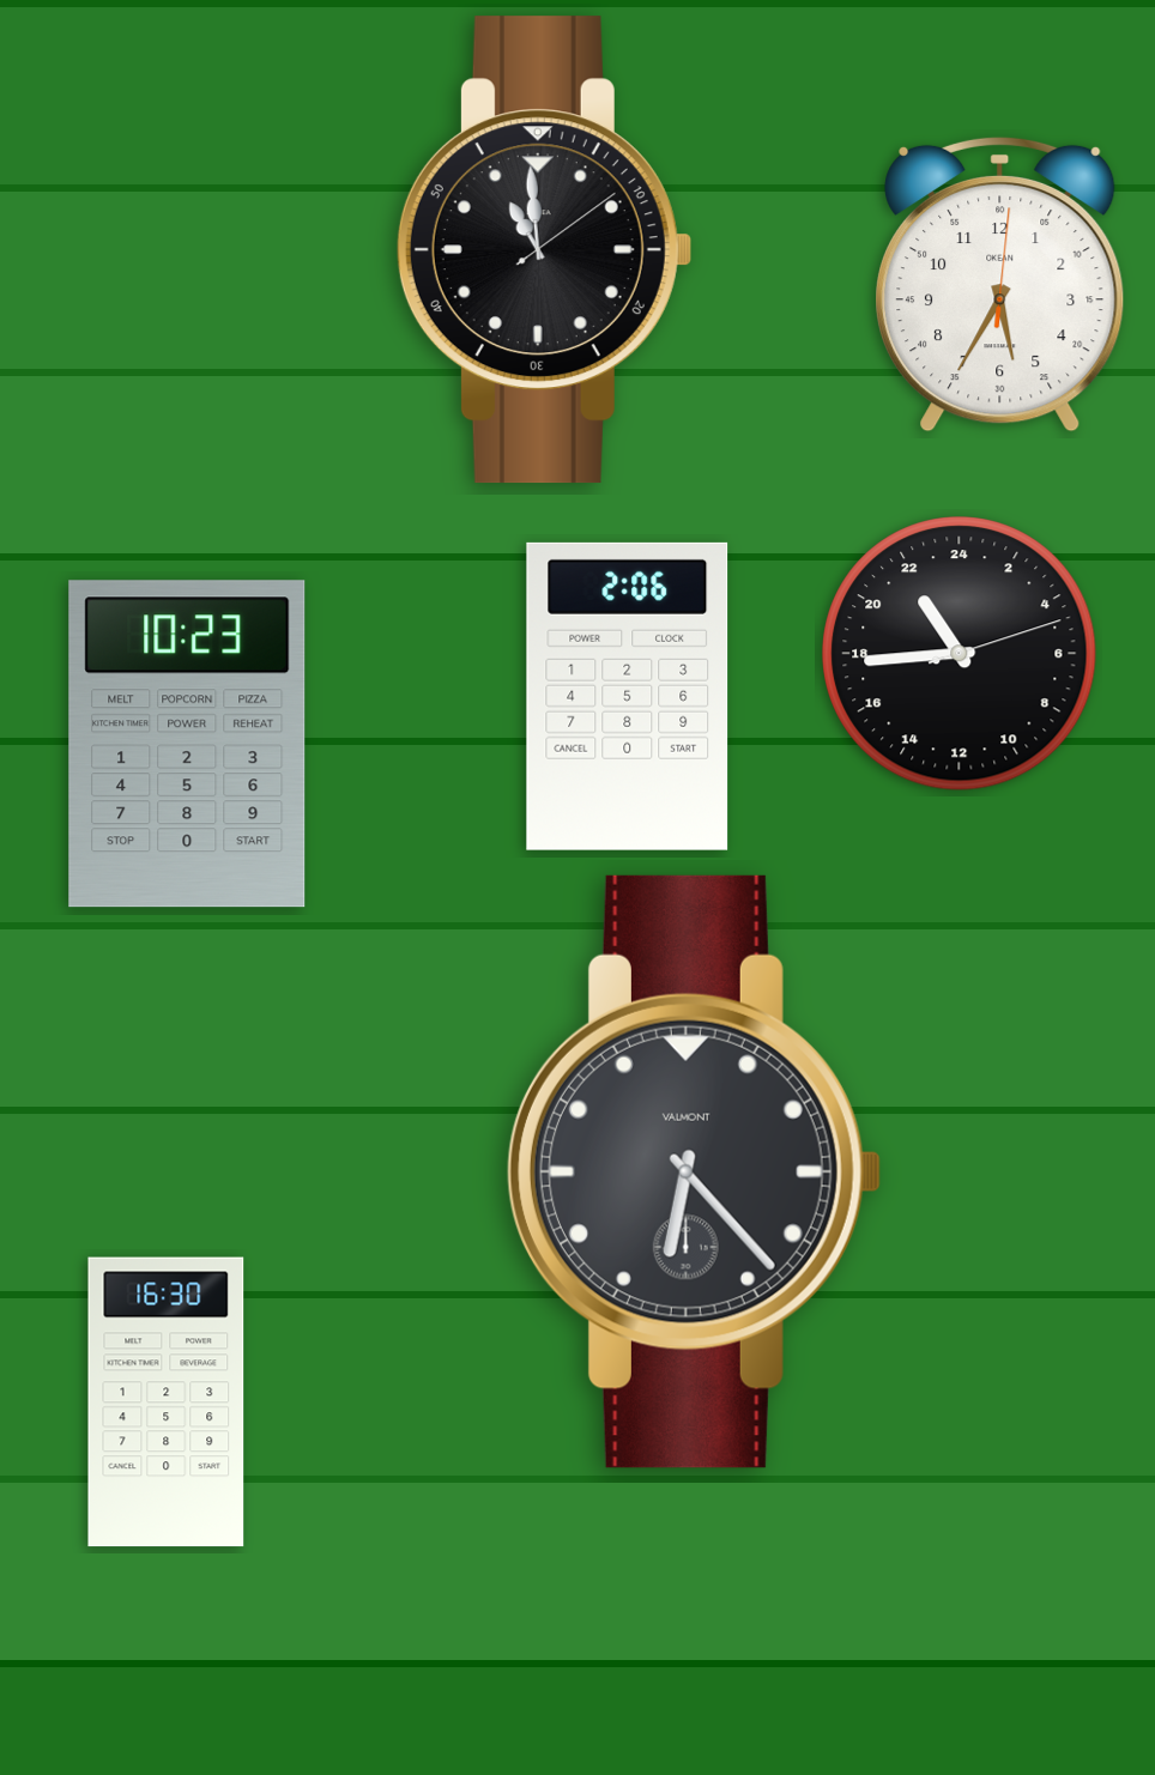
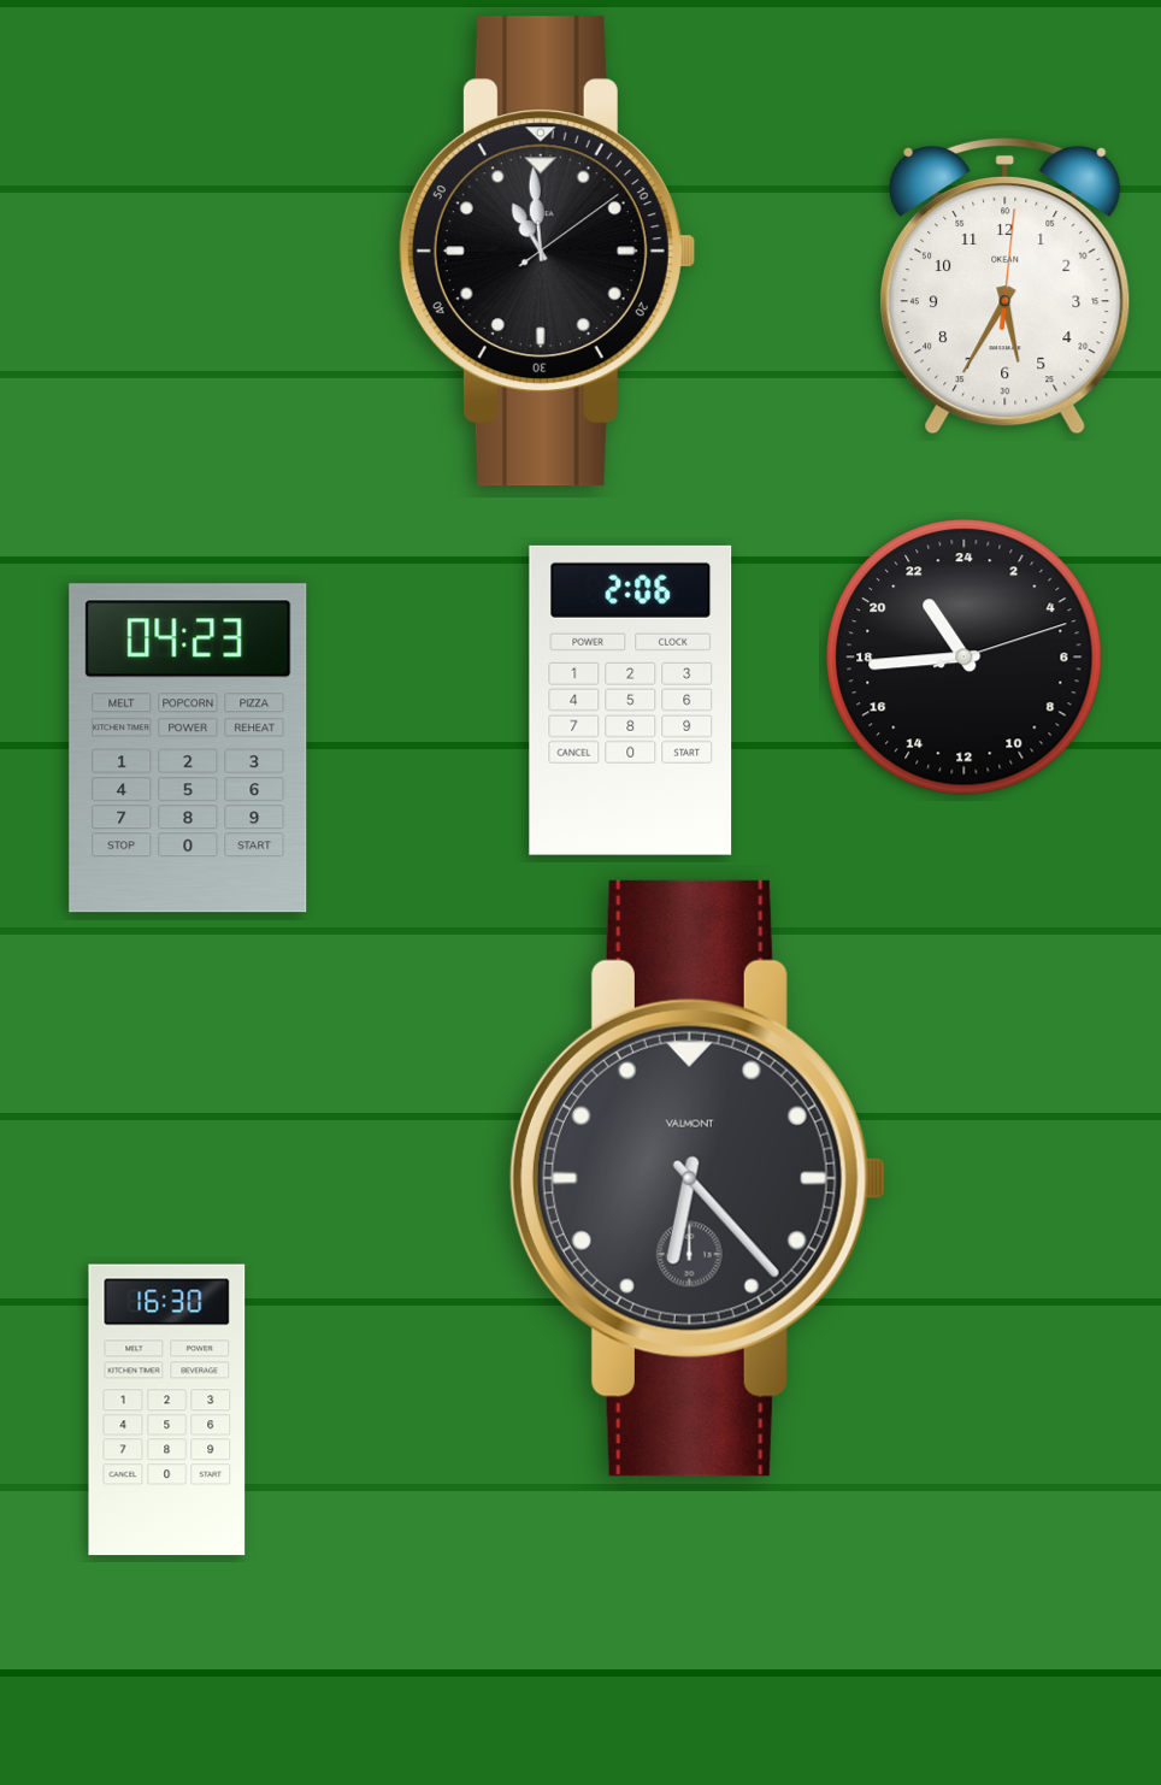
clock at (187, 744): 10:23 -> 04:23
